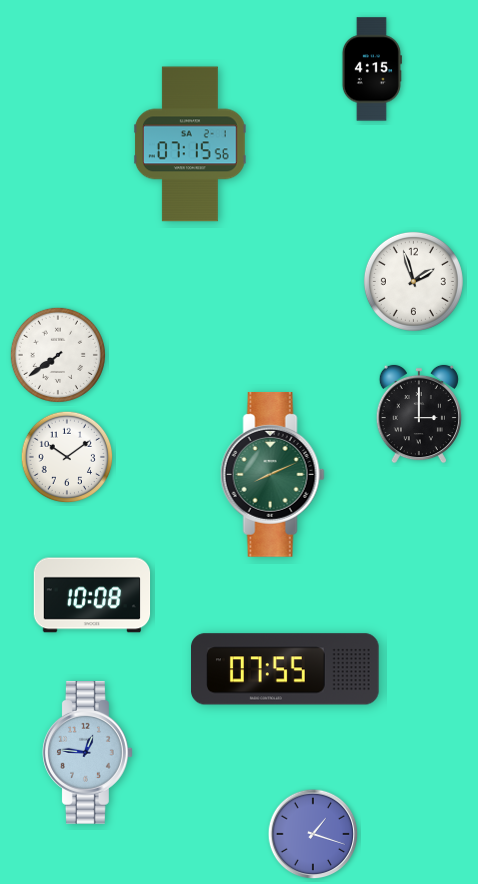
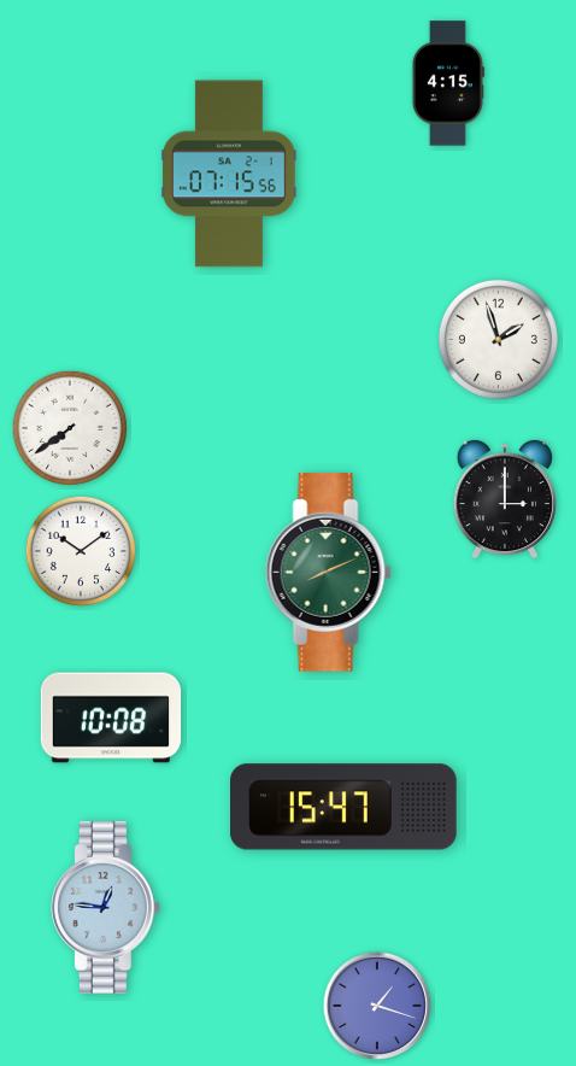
clock at (286, 669): 07:55 -> 15:47
